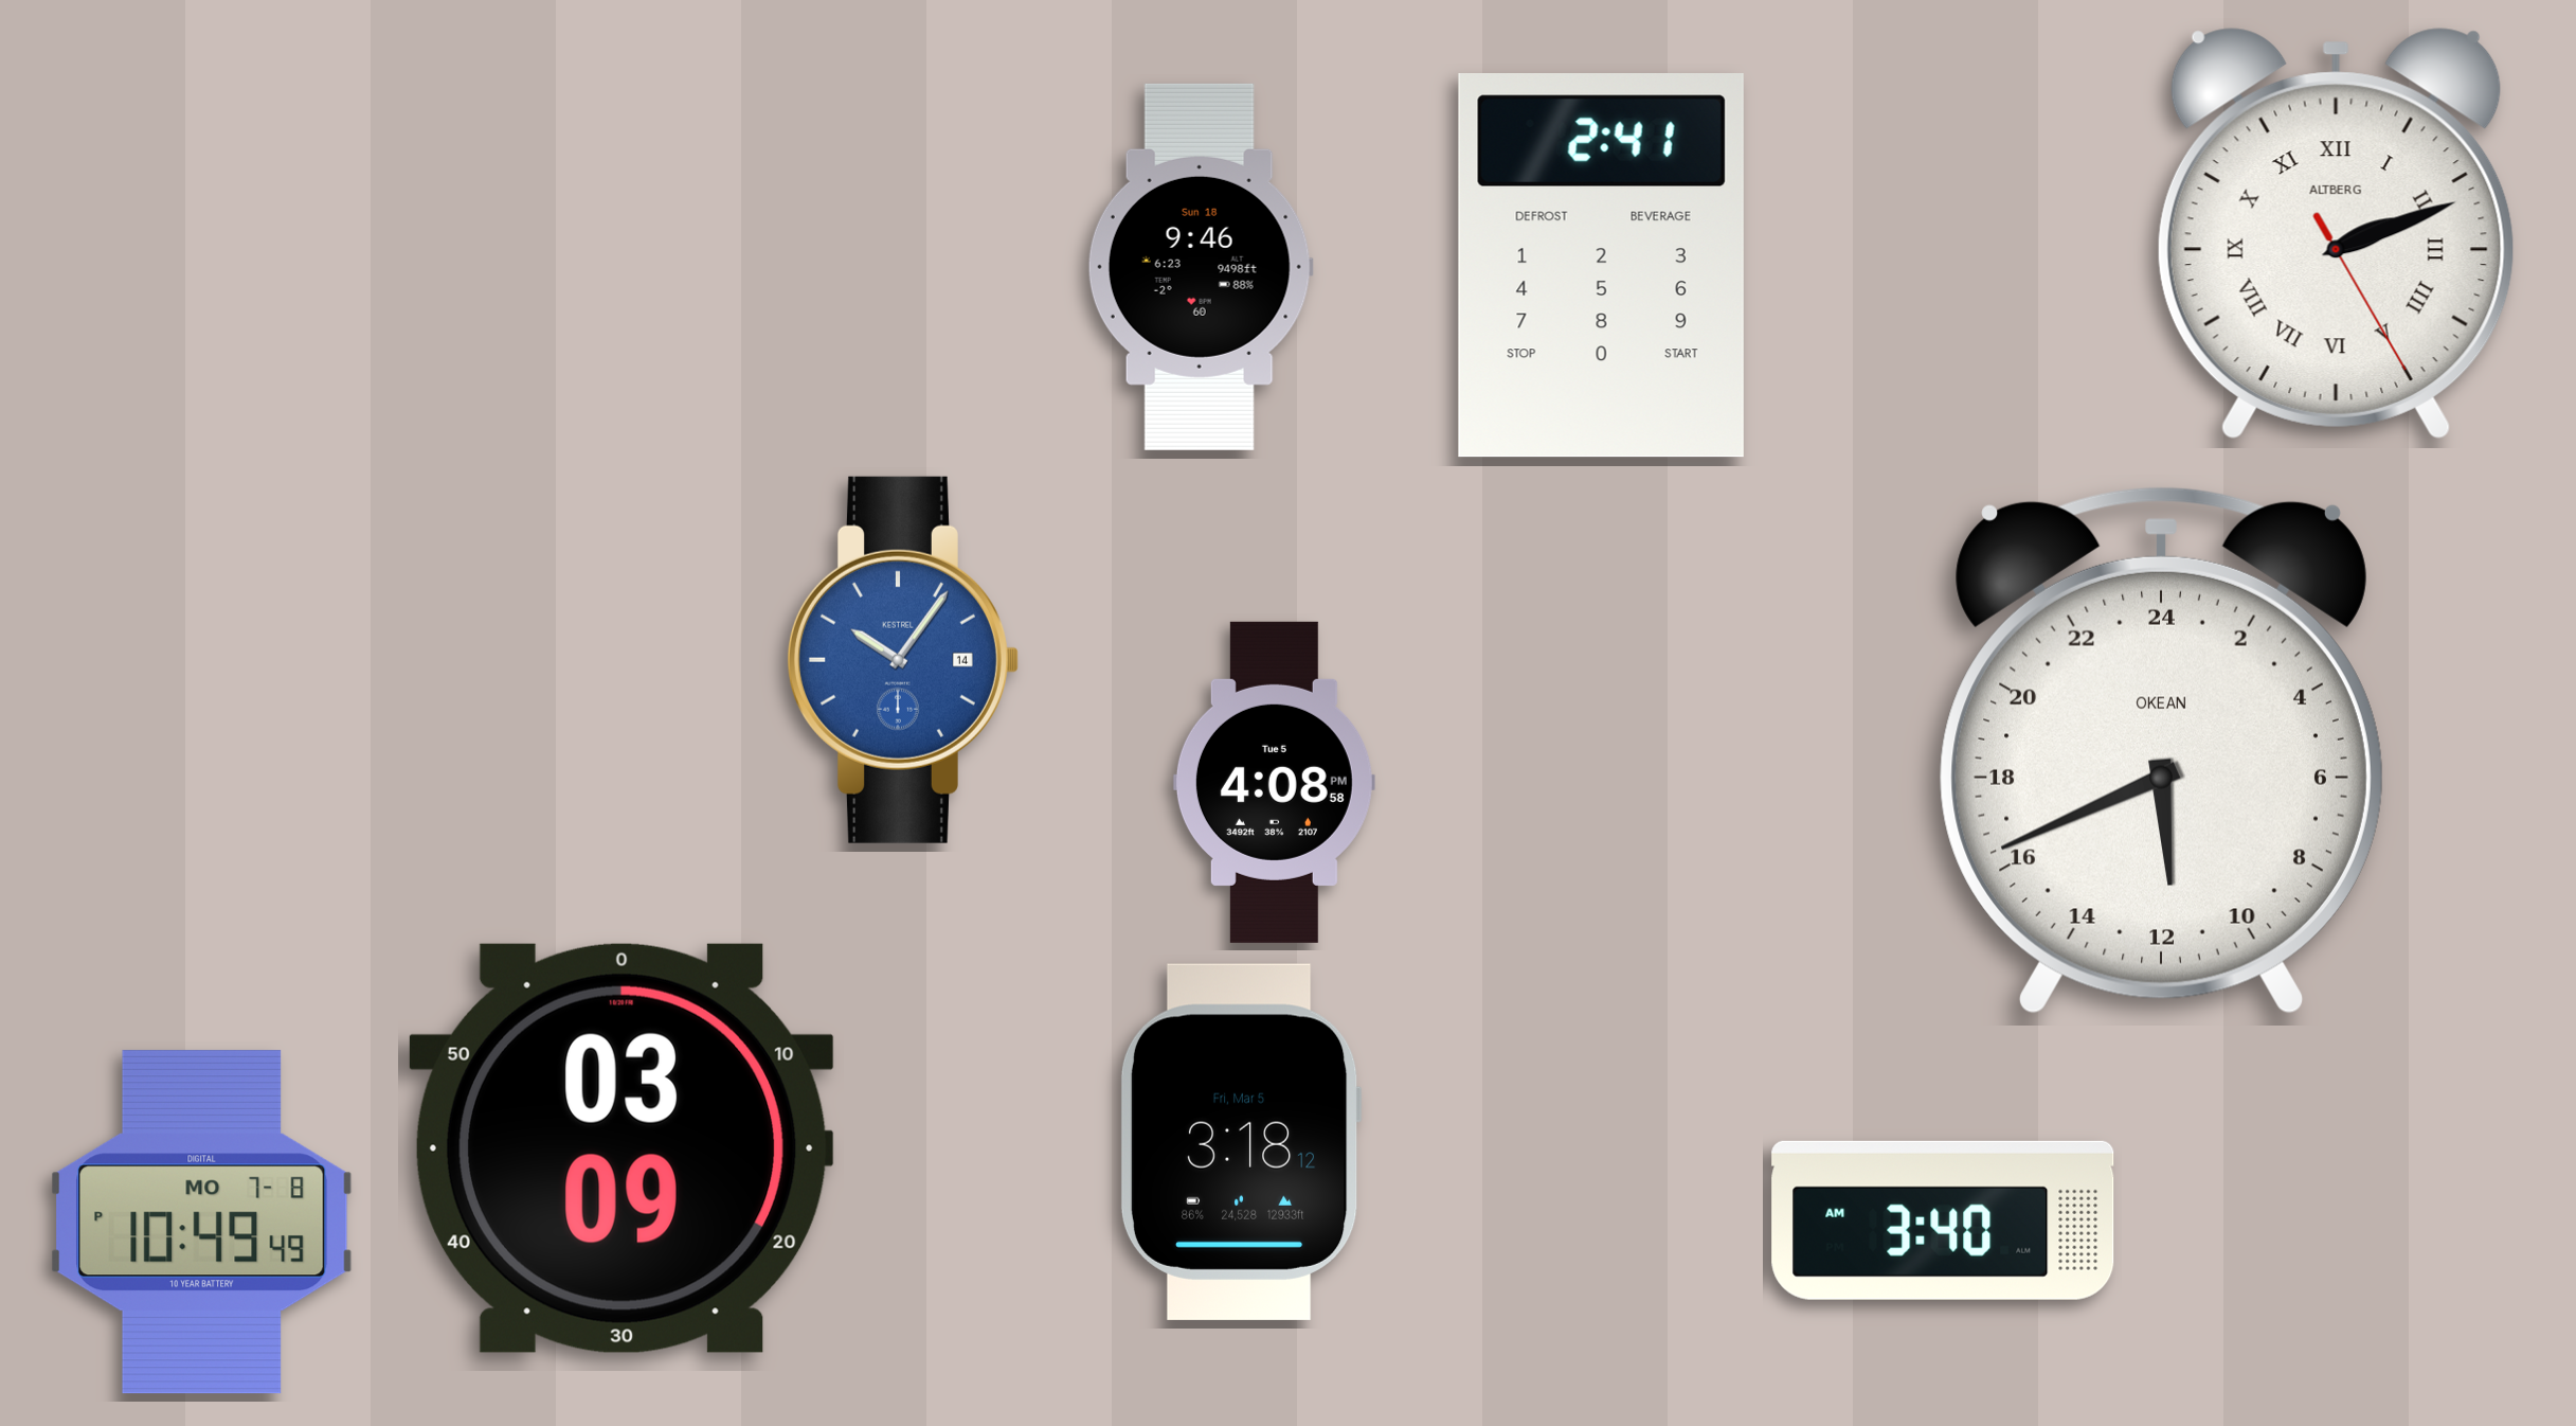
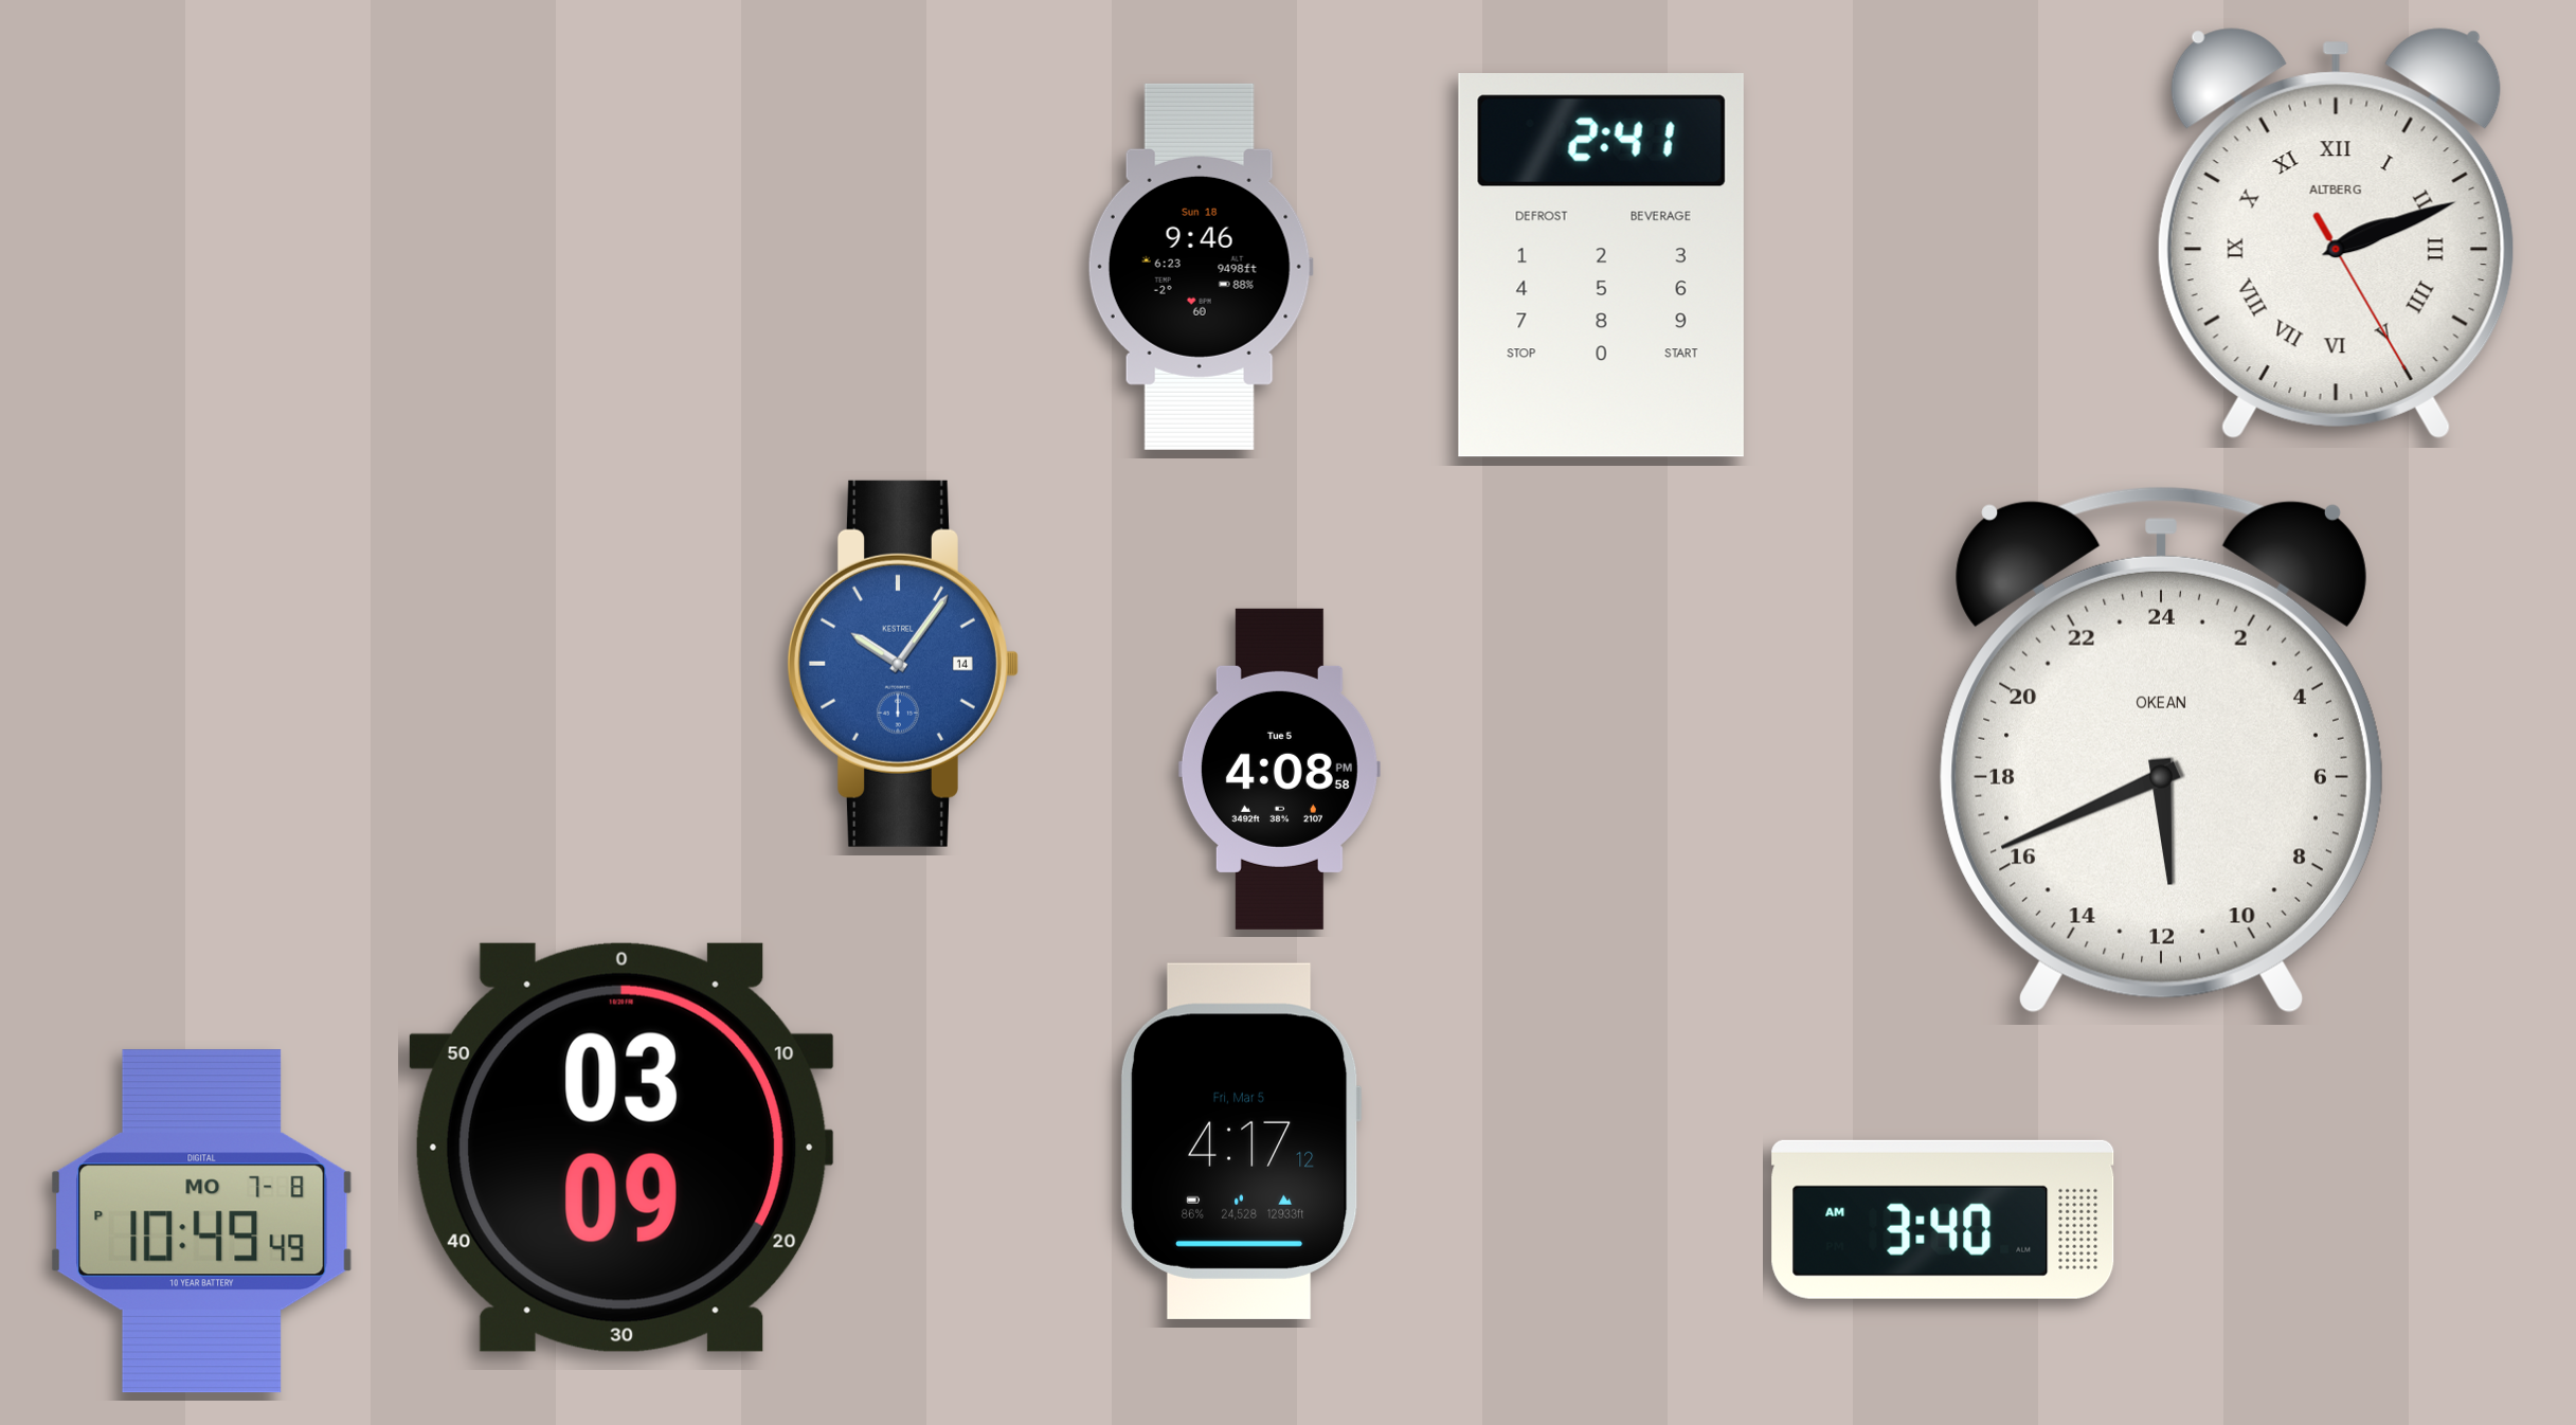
clock at (902, 660) position: (902, 660) -> (902, 664)
clock at (1274, 782) position: (1274, 782) -> (1279, 769)
clock at (1241, 1142): 3:18 -> 4:17
